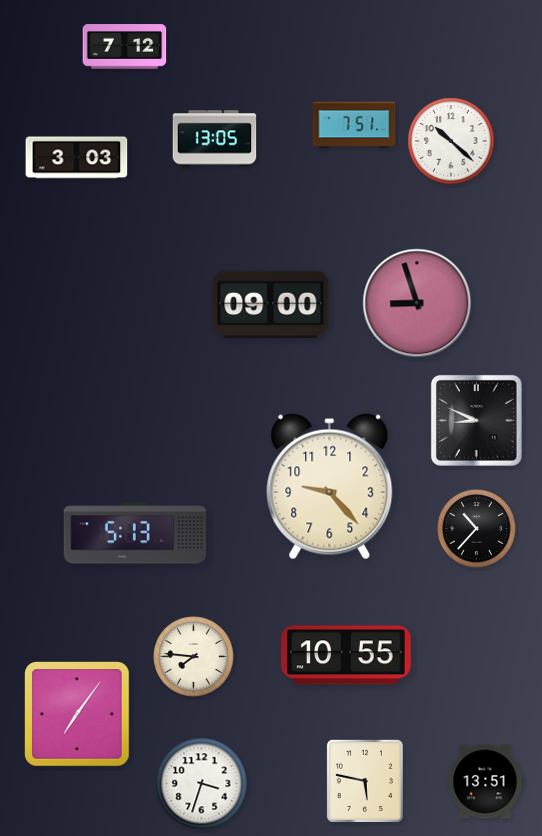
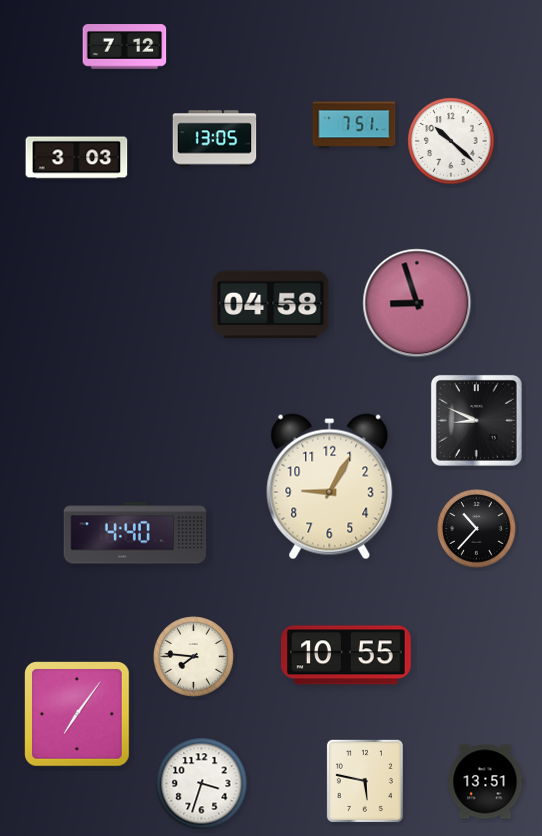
clock at (271, 305): 09:00 -> 04:58
clock at (330, 487): 9:23 -> 9:05
clock at (135, 533): 5:13 -> 4:40
